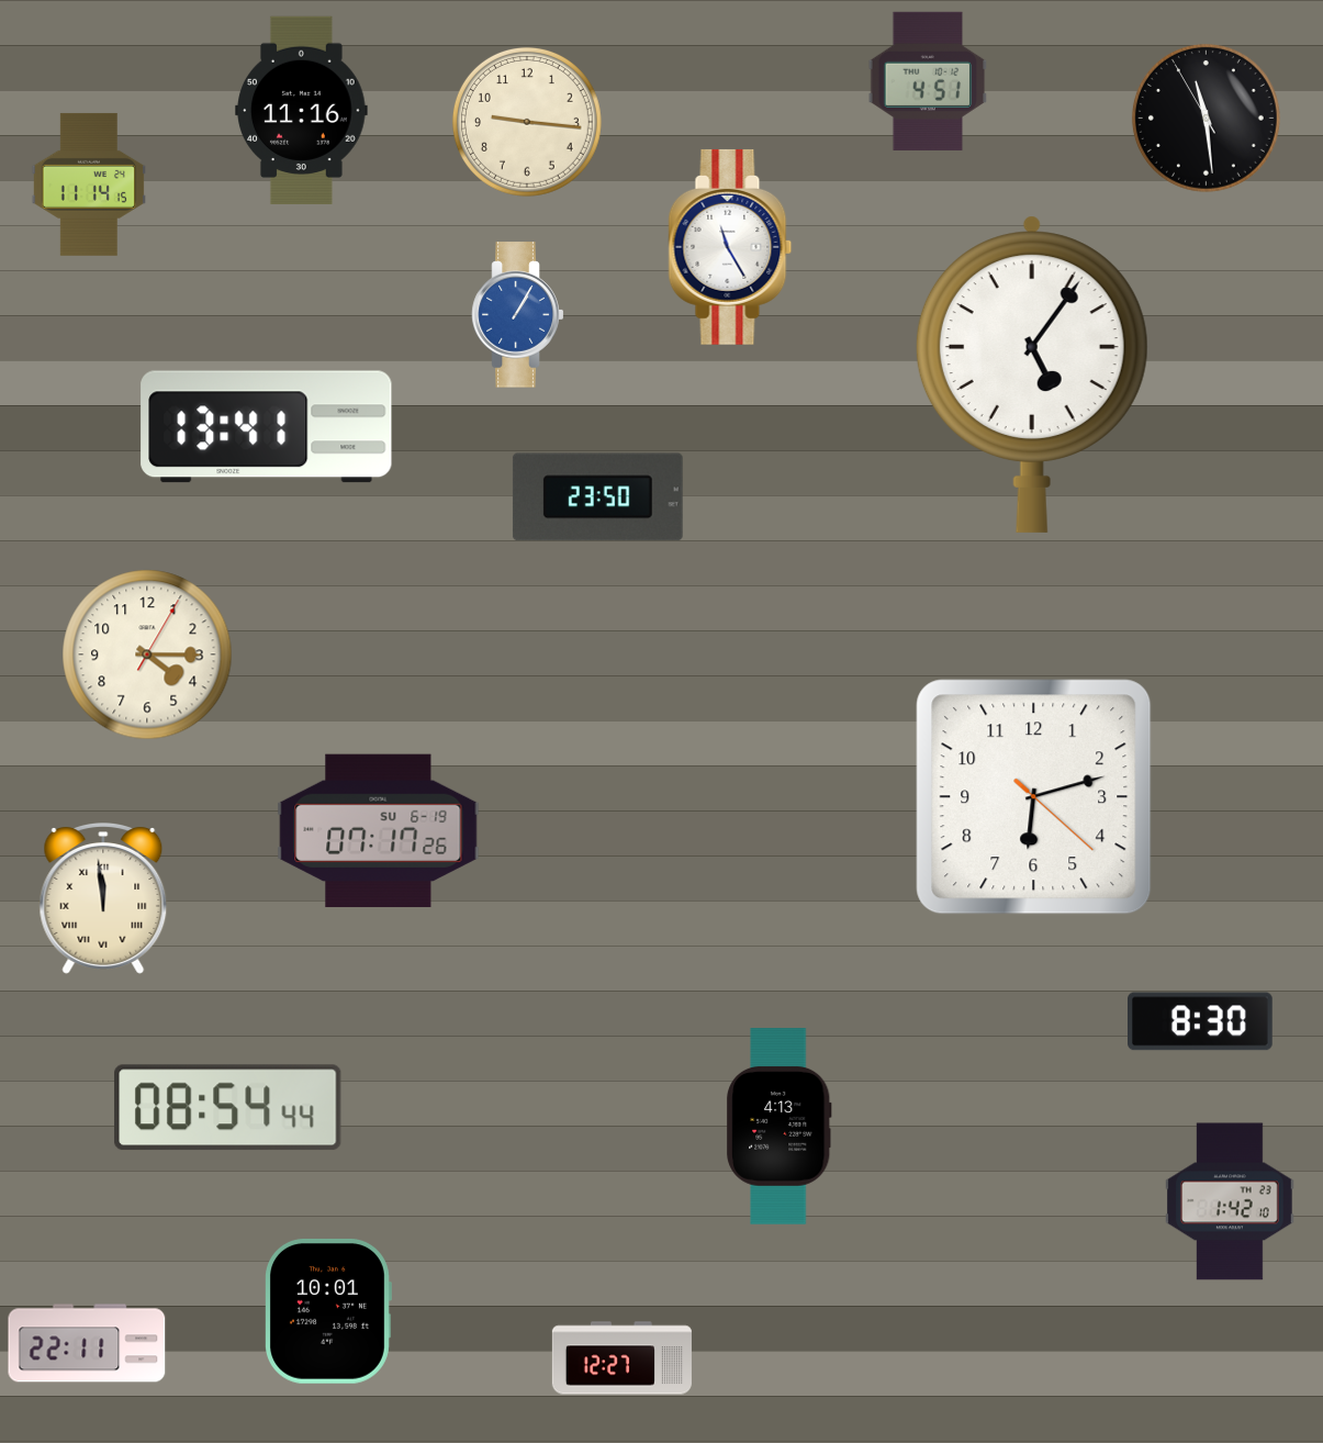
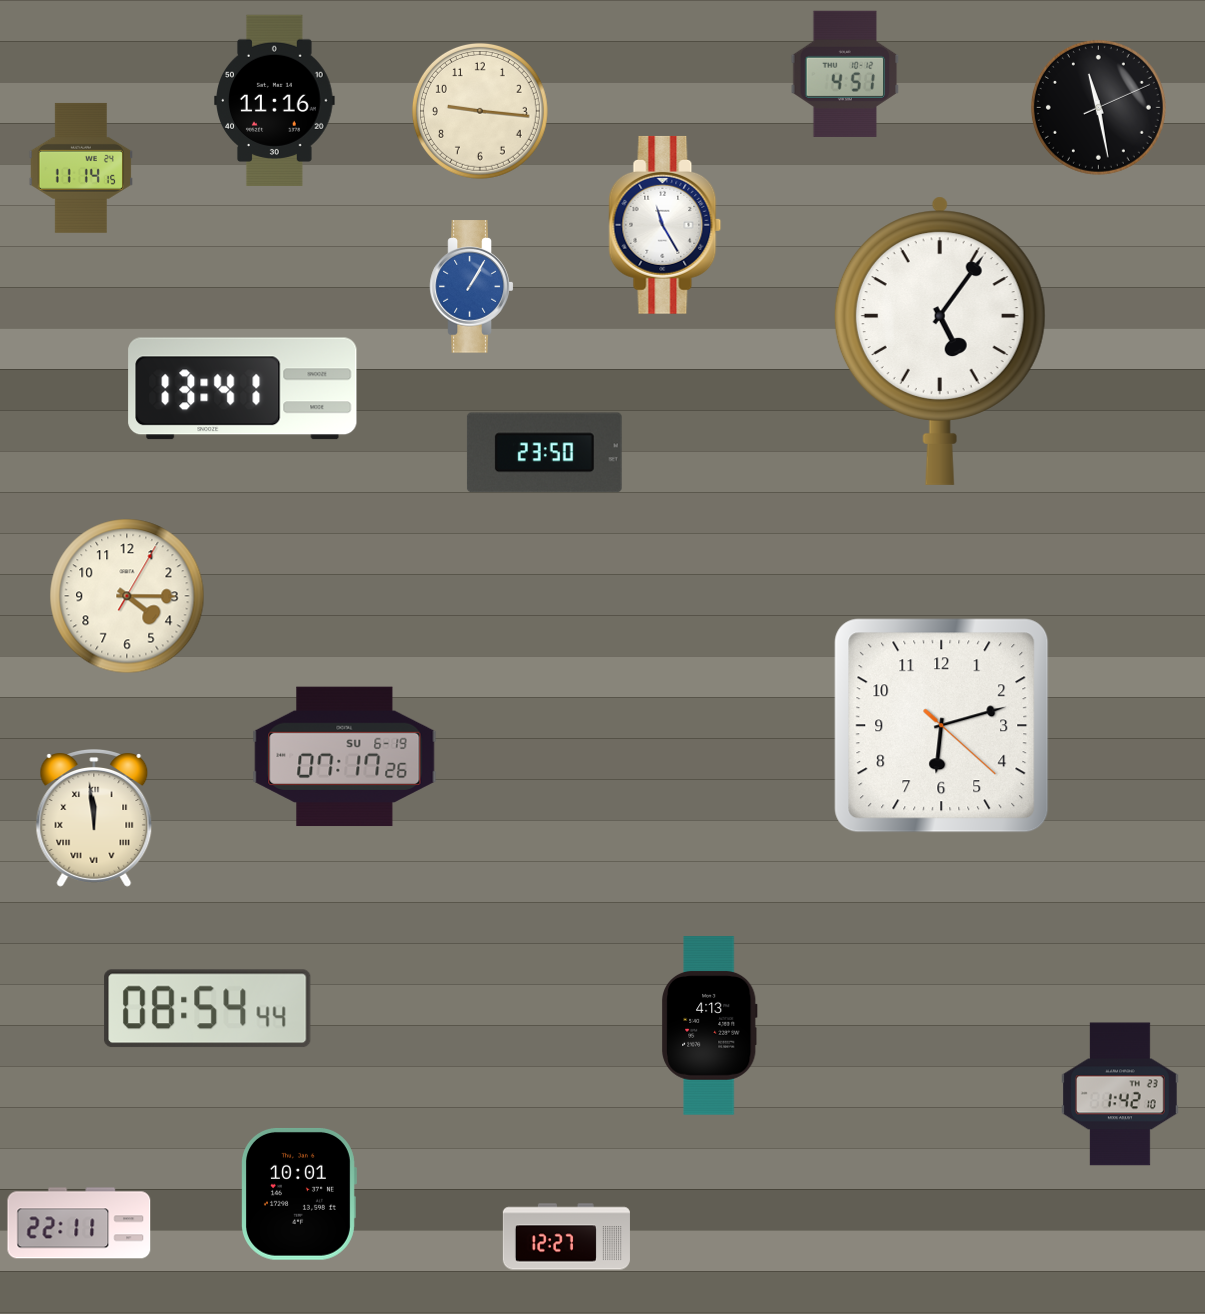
clock at (1206, 118): 11:28:55 -> 11:28:11
clock at (147, 655) position: (147, 655) -> (127, 596)
clock at (1201, 1021): 8:30 -> none
